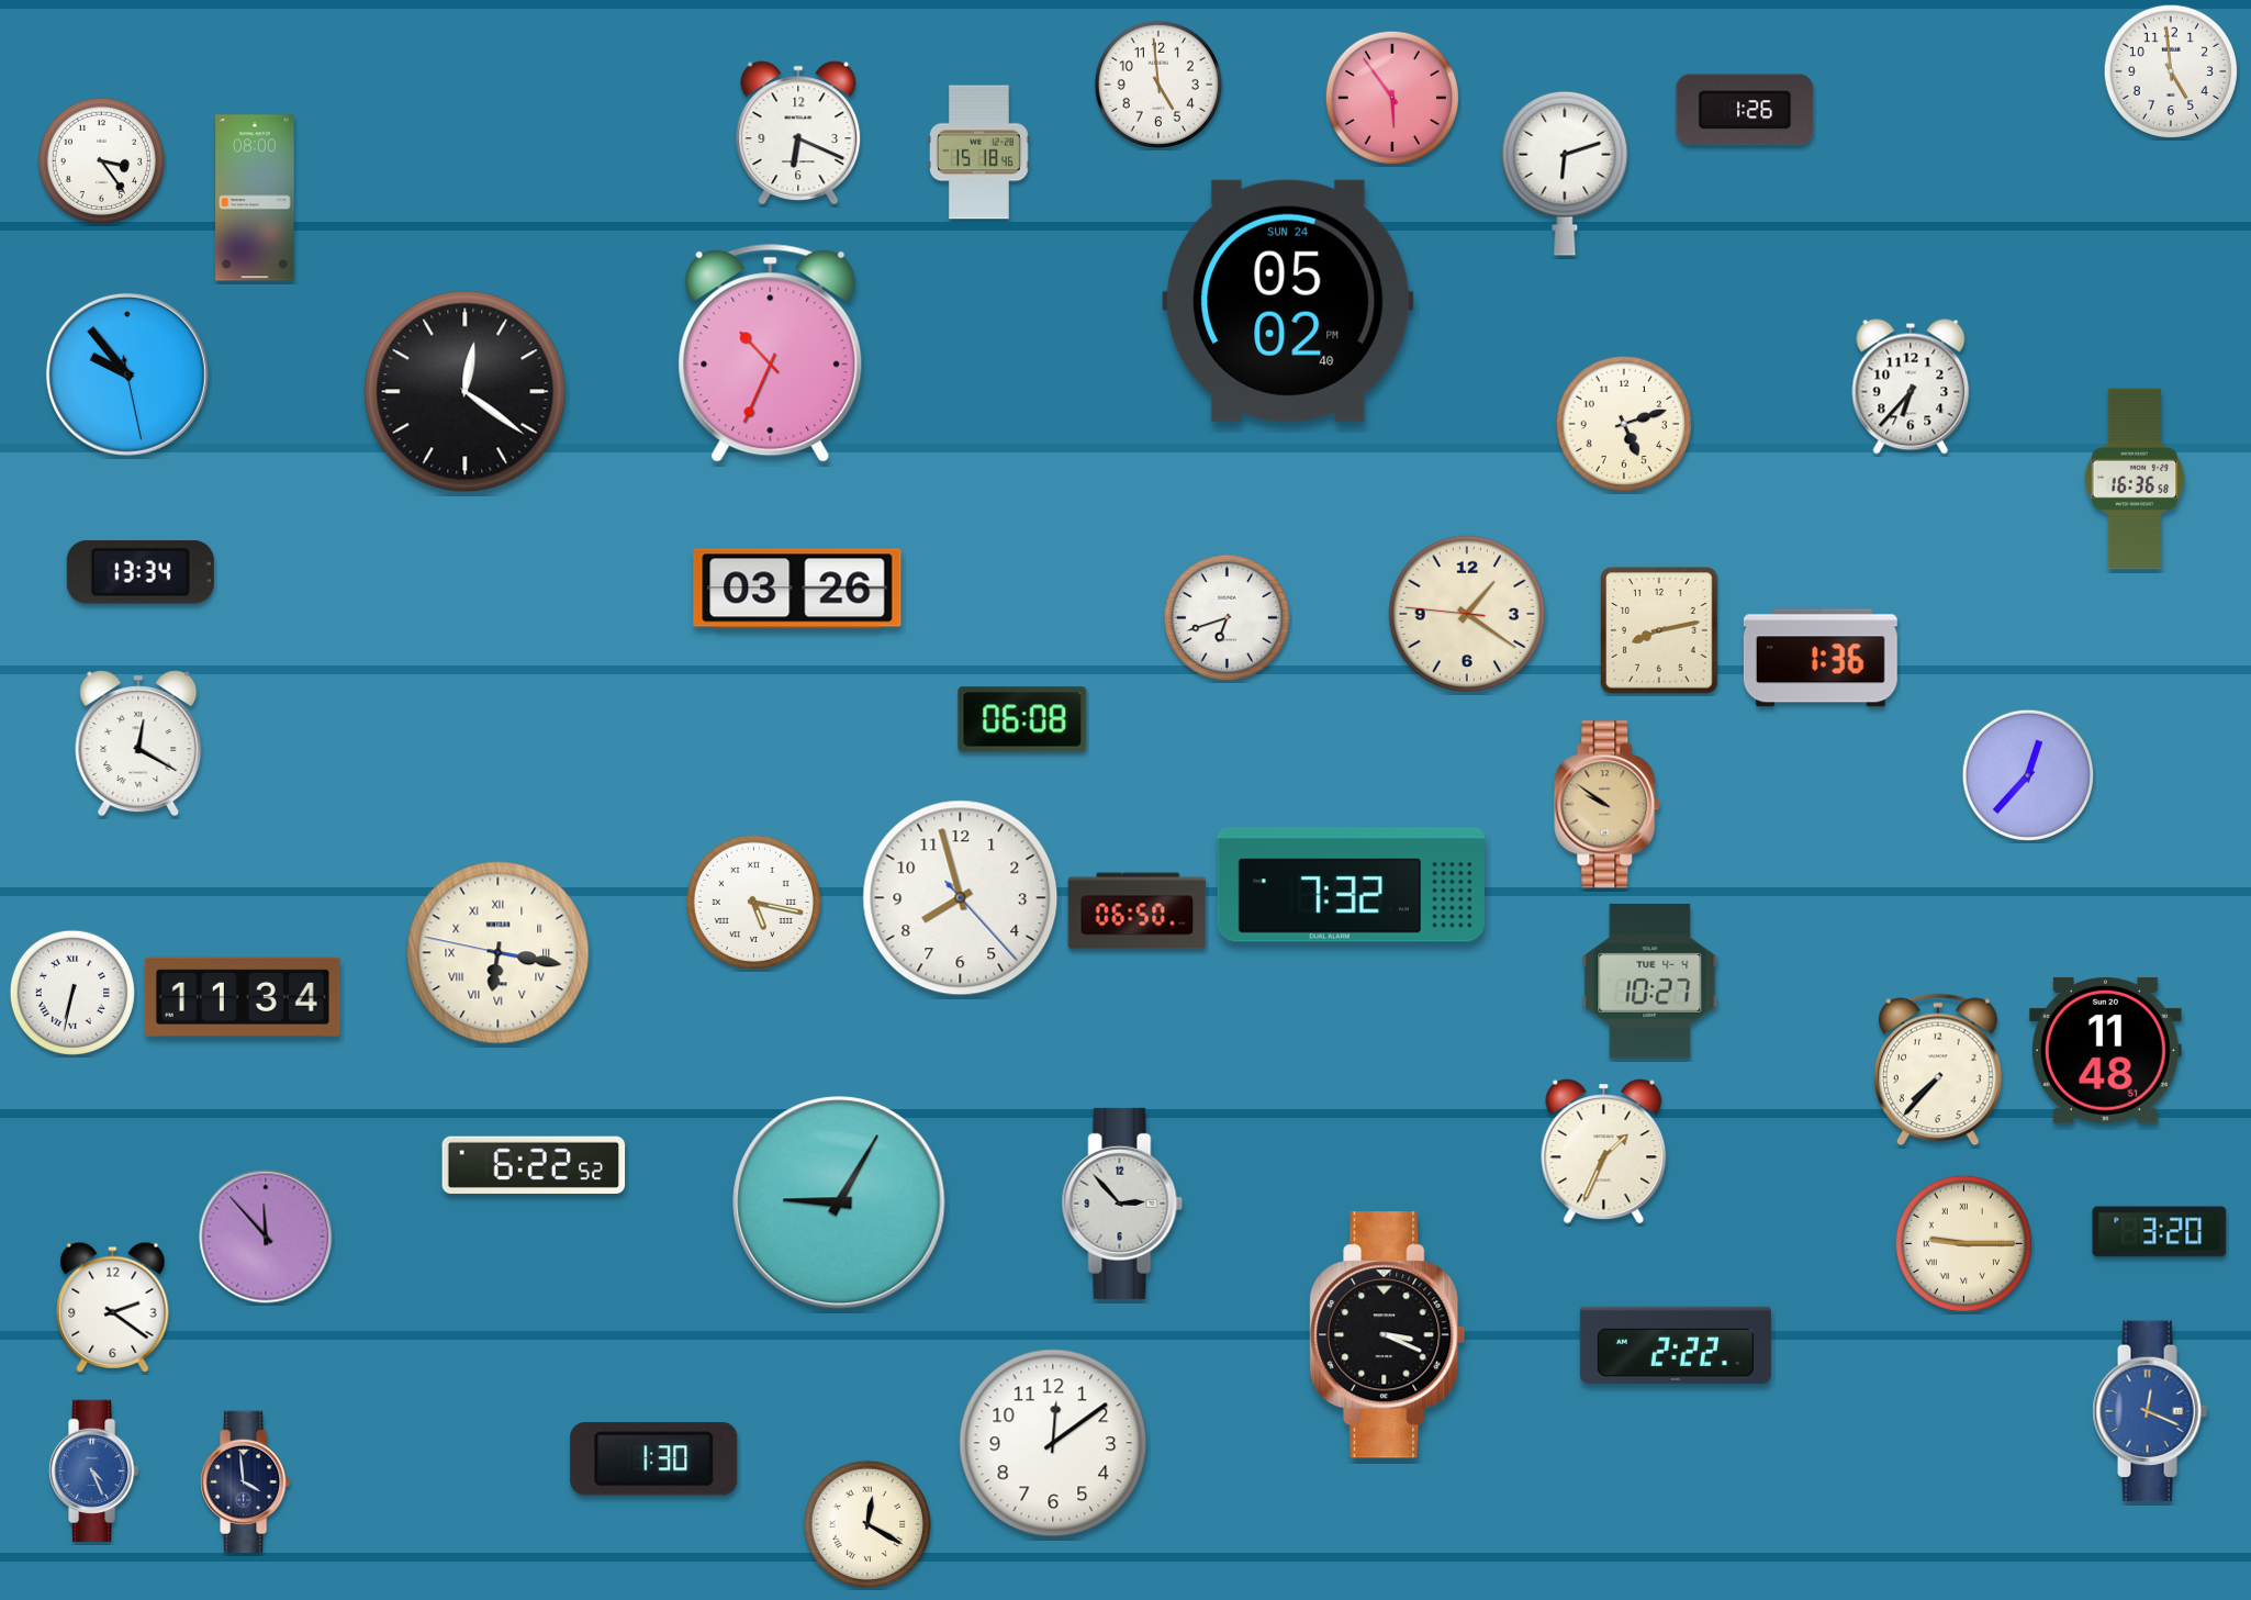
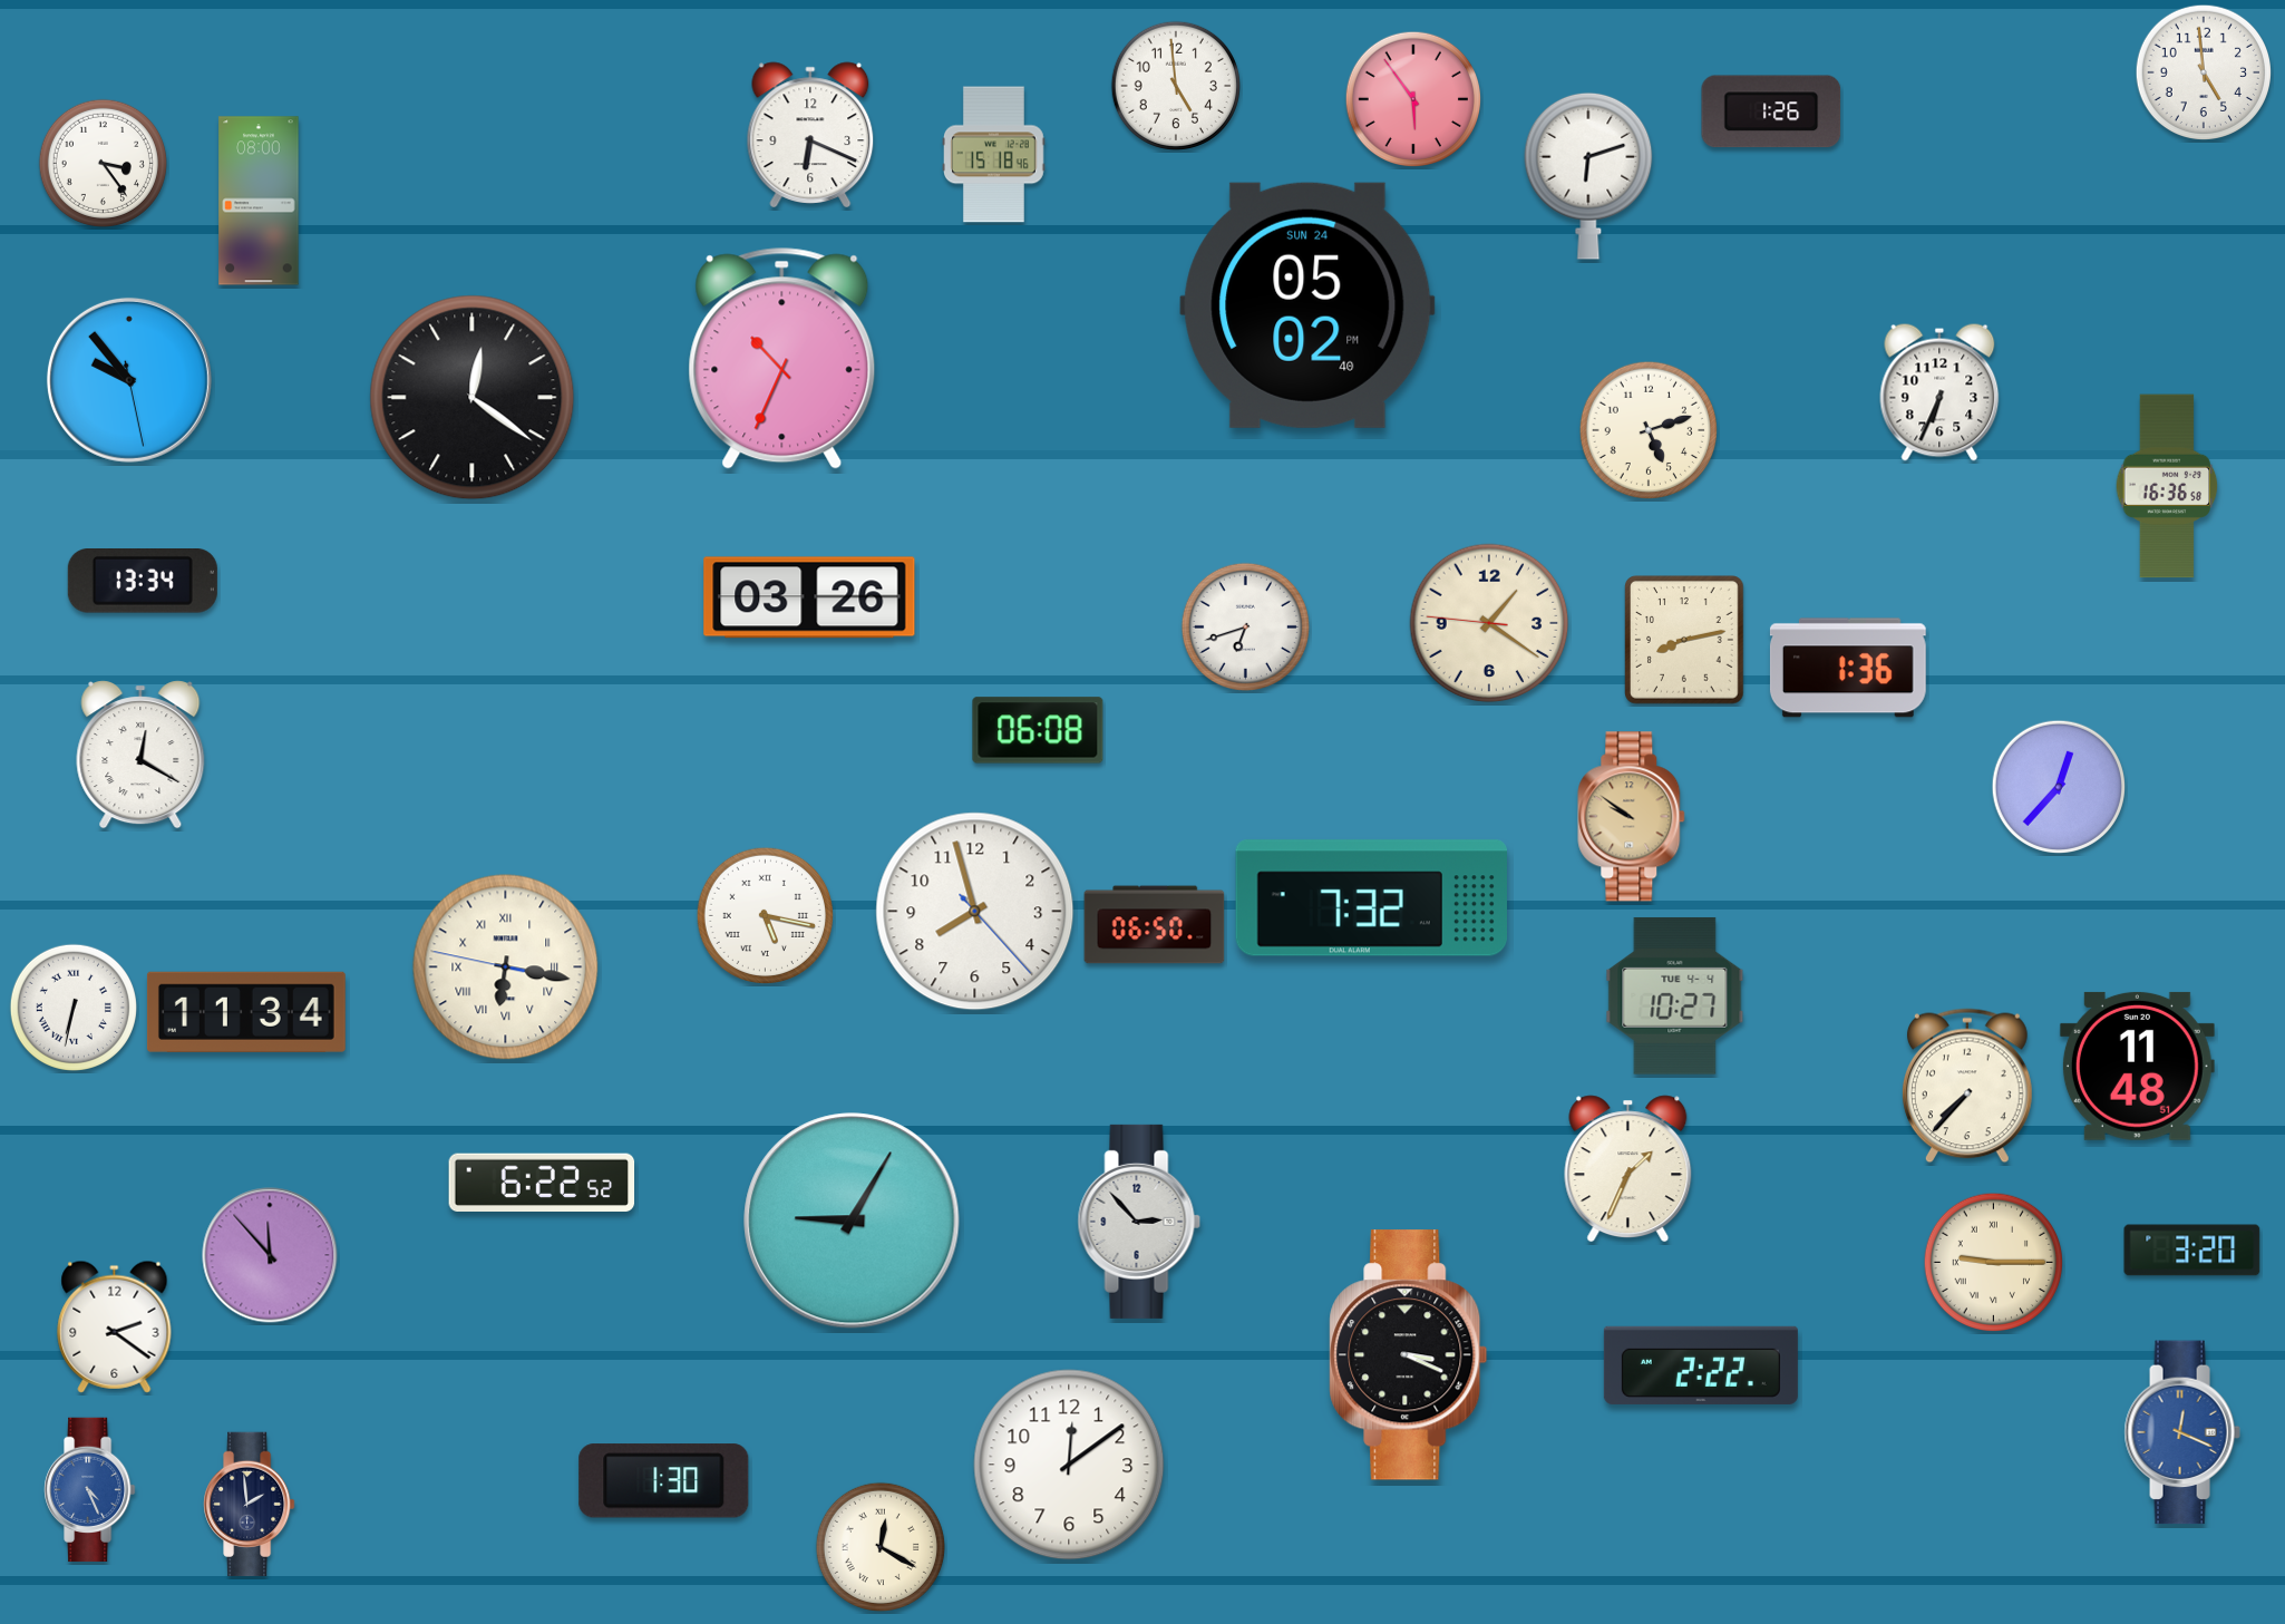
clock at (1911, 387): 6:37 -> 6:34
clock at (94, 1472) position: (94, 1472) -> (90, 1490)
clock at (246, 1482): 3:59 -> 1:59
